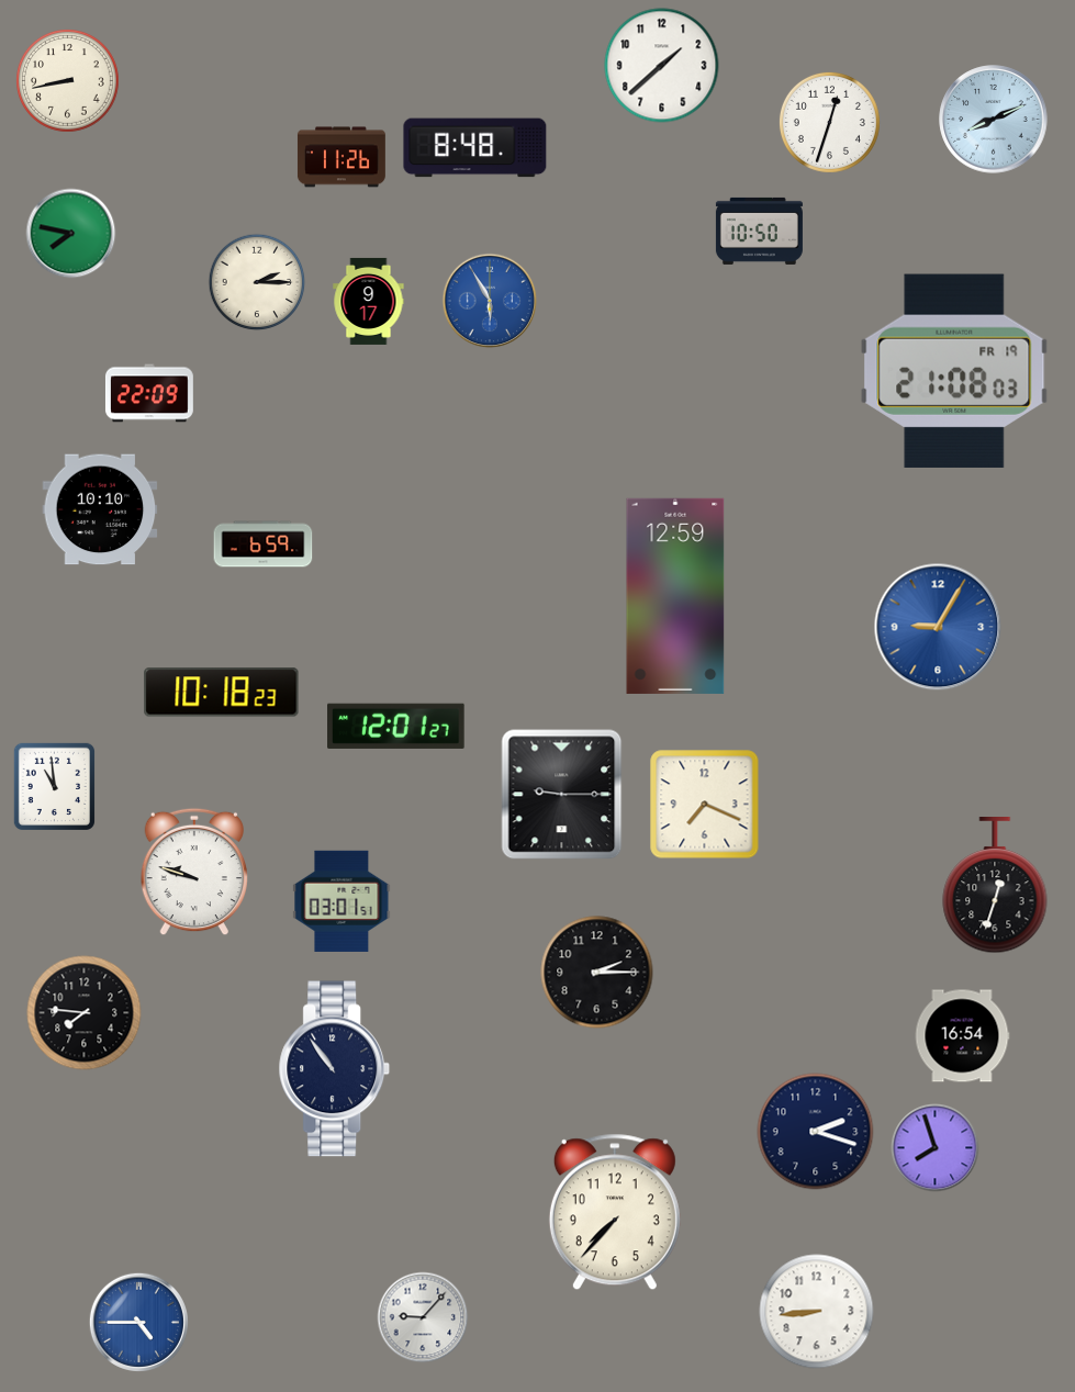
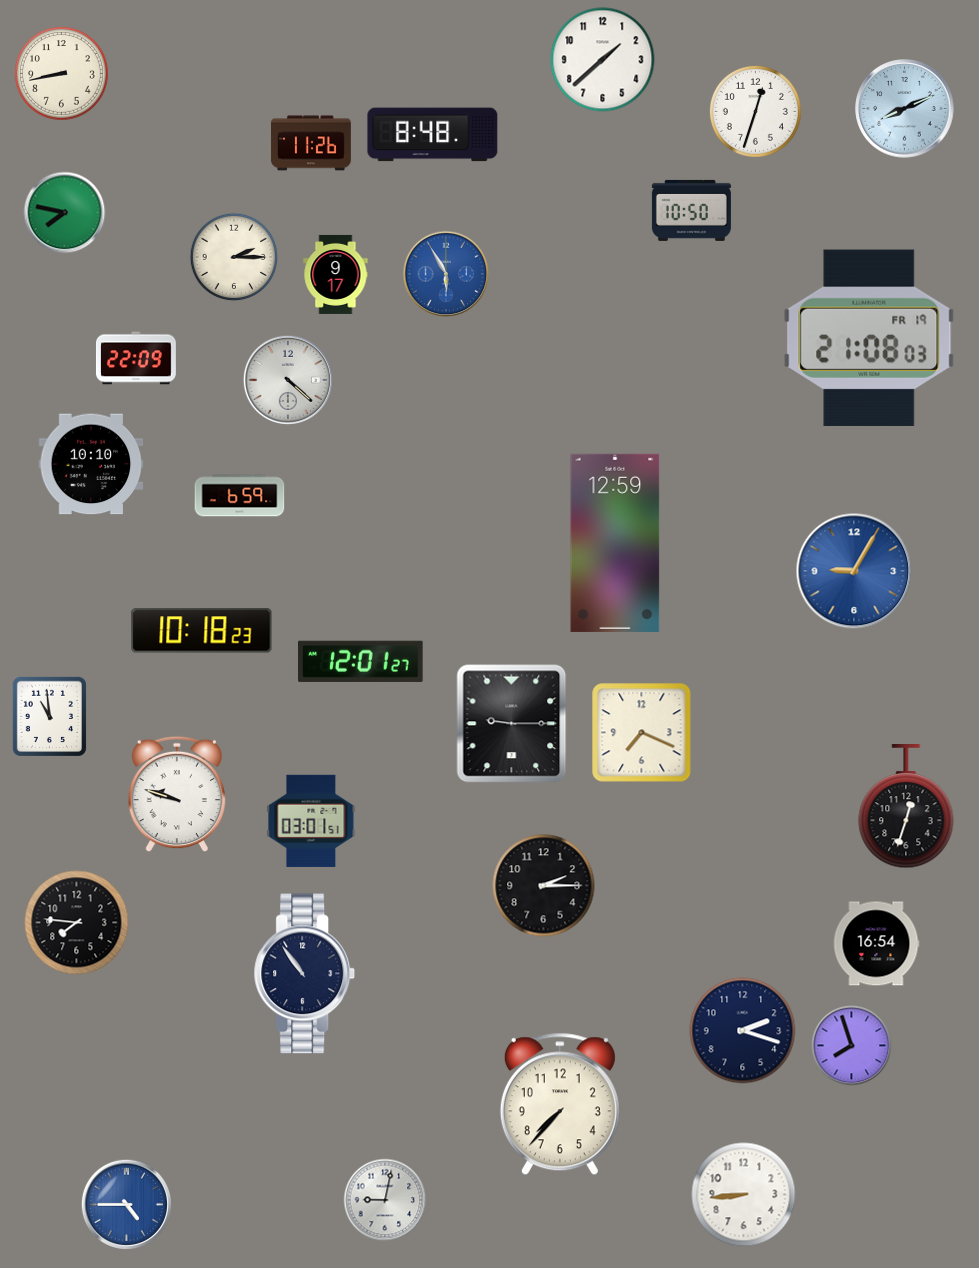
clock at (288, 380): none -> 4:22
clock at (423, 1317): 9:07 -> 9:02
